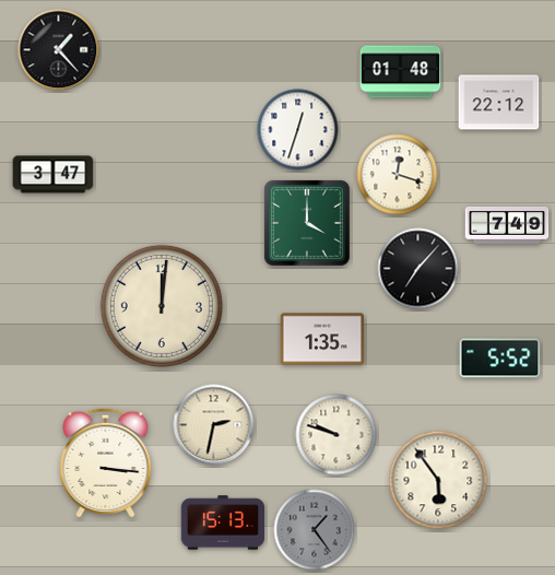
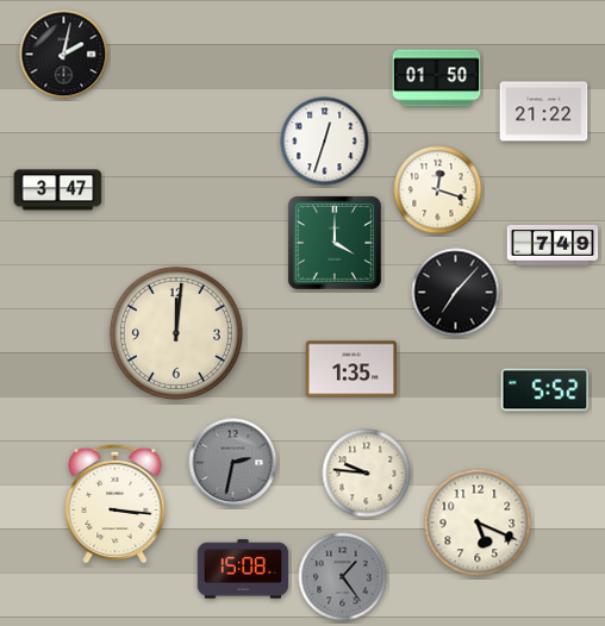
clock at (59, 50): 1:23 -> 2:02
clock at (401, 72): 01:48 -> 01:50
clock at (499, 103): 22:12 -> 21:22
clock at (398, 175) position: (398, 175) -> (438, 190)
clock at (214, 425) dial: cream -> grey
clock at (336, 435): 9:48 -> 9:46
clock at (438, 480): 5:54 -> 5:19
clock at (223, 523): 15:13 -> 15:08
